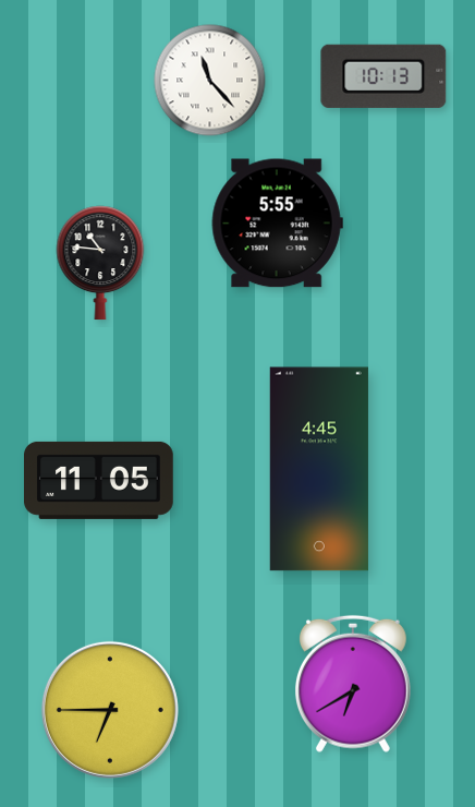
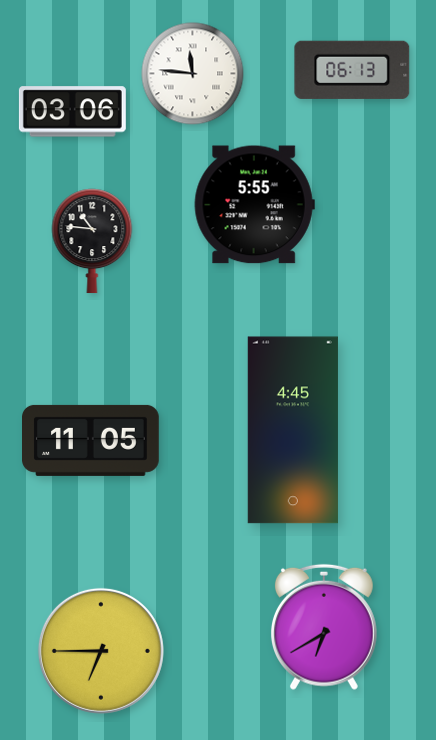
clock at (383, 76): 10:13 -> 06:13
clock at (210, 81): 11:23 -> 11:46
clock at (72, 112): none -> 03:06
